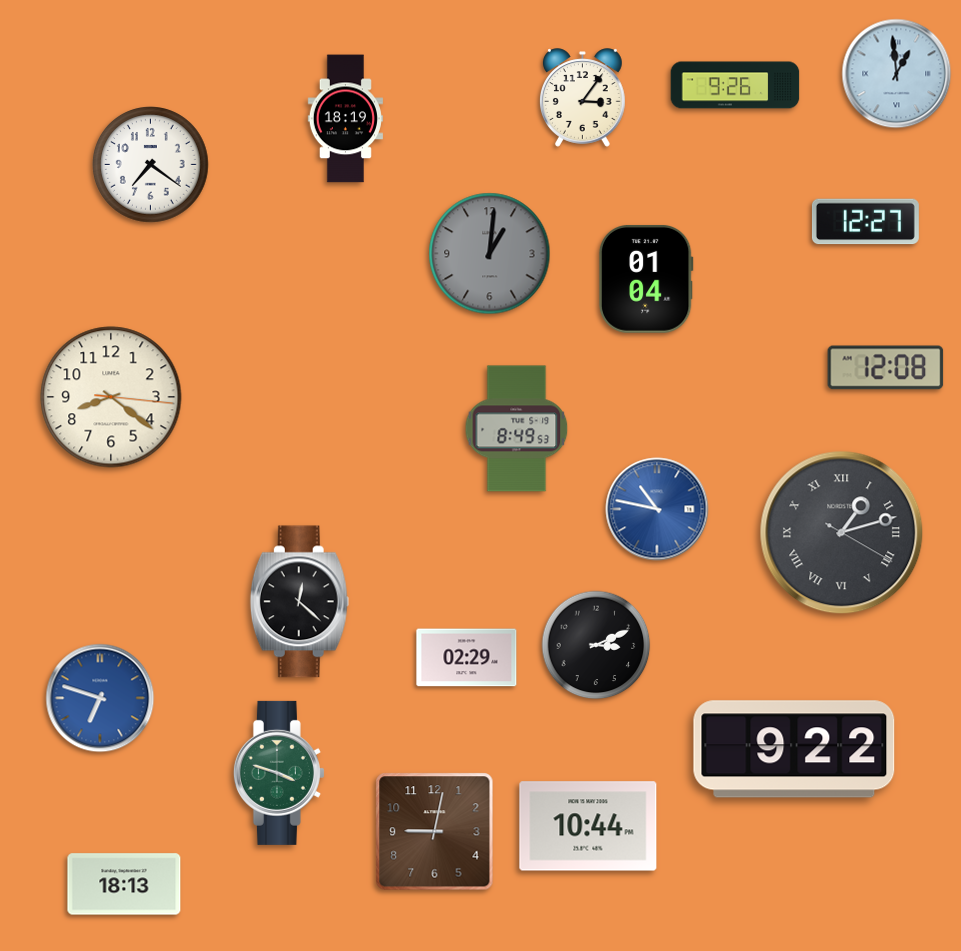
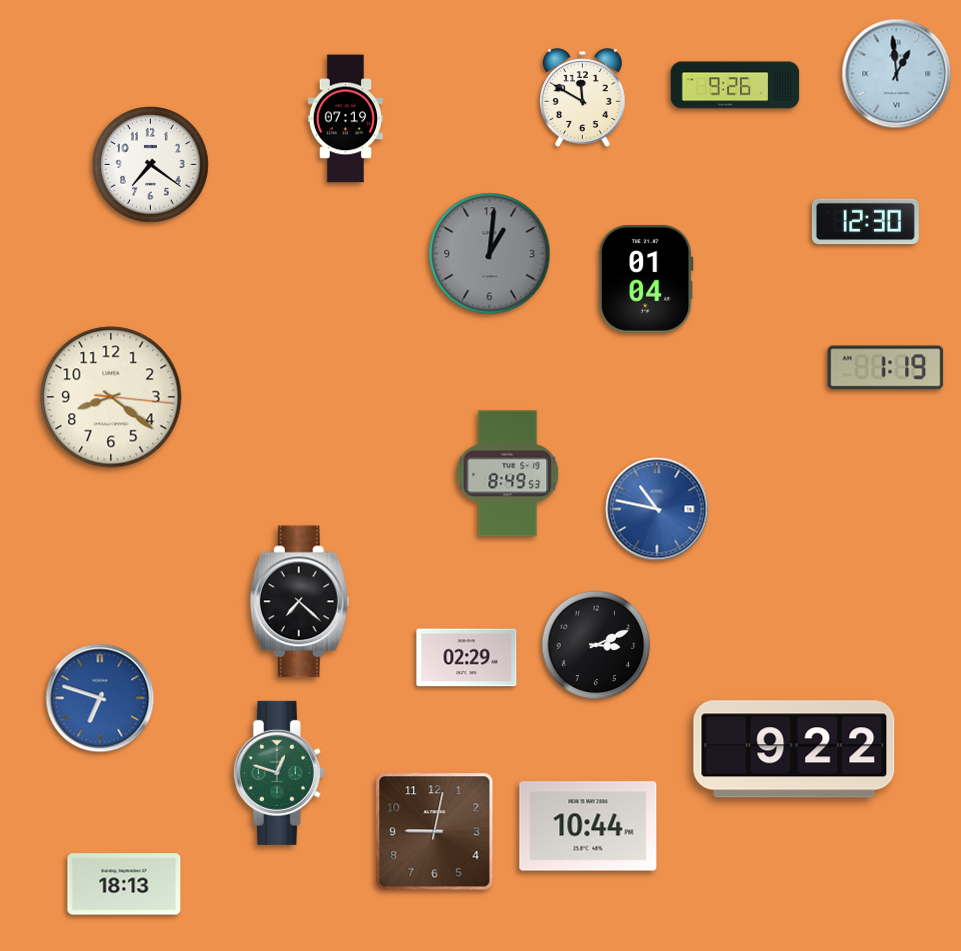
clock at (582, 98): 3:06 -> 11:50
clock at (345, 119): 18:19 -> 07:19
clock at (865, 222): 12:27 -> 12:30
clock at (886, 368): 12:08 -> 1:19
clock at (517, 429) position: (517, 429) -> (508, 474)
clock at (842, 533): 1:12 -> none
clock at (299, 602): 12:22 -> 7:22
clock at (279, 773): 3:48 -> 12:48
